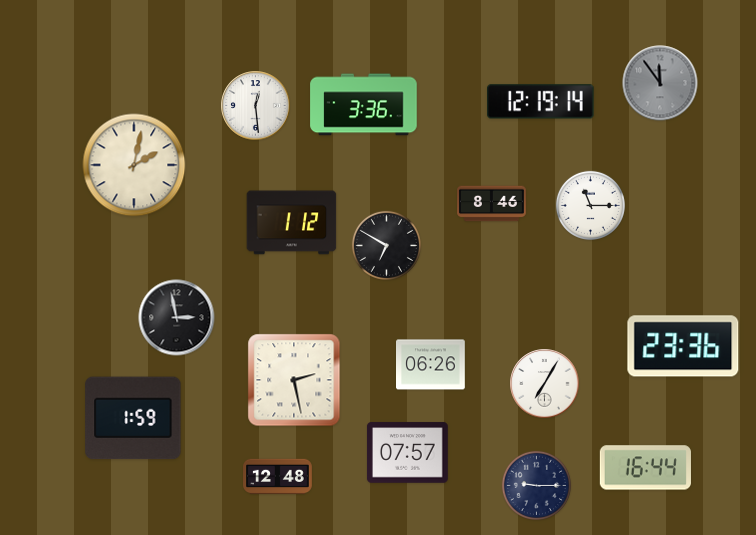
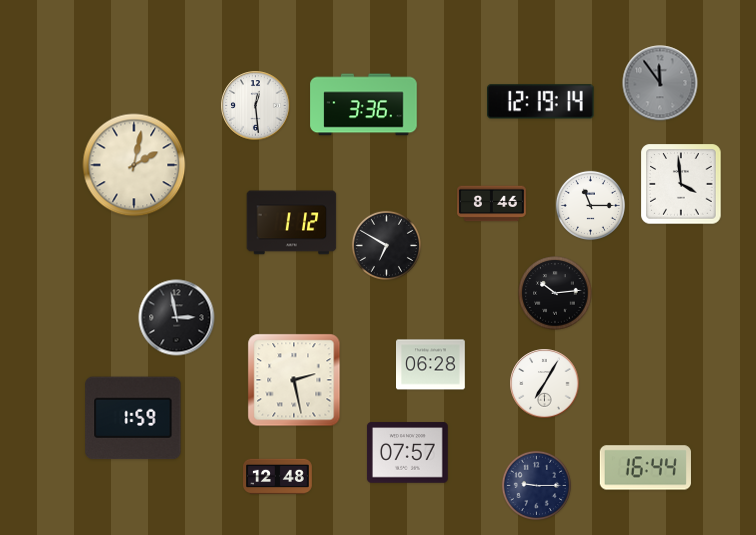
clock at (681, 184): none -> 3:59
clock at (555, 293): none -> 10:14
clock at (683, 346): 23:36 -> none
clock at (431, 365): 06:26 -> 06:28
